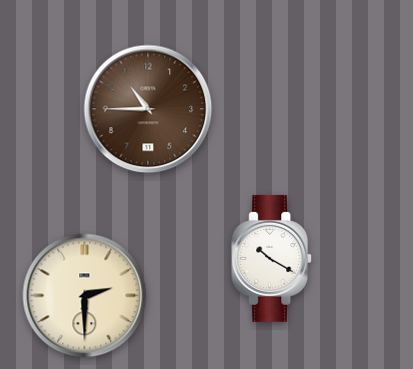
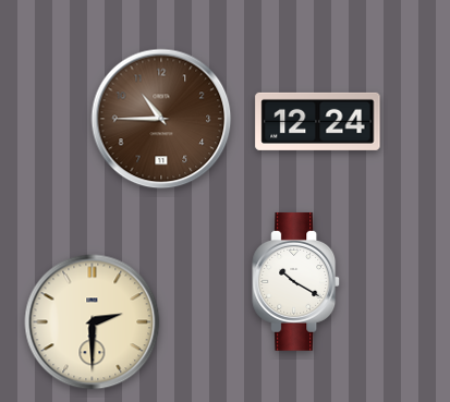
clock at (318, 121): none -> 12:24
